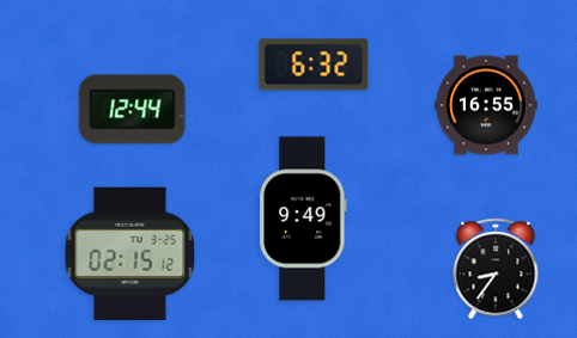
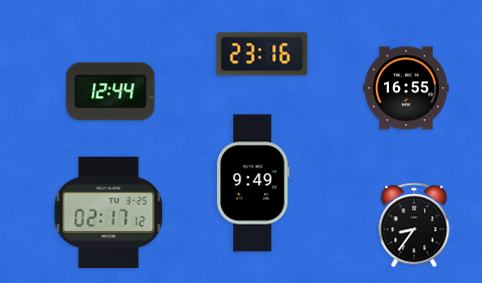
clock at (314, 64): 6:32 -> 23:16
clock at (130, 254): 02:15 -> 02:17
